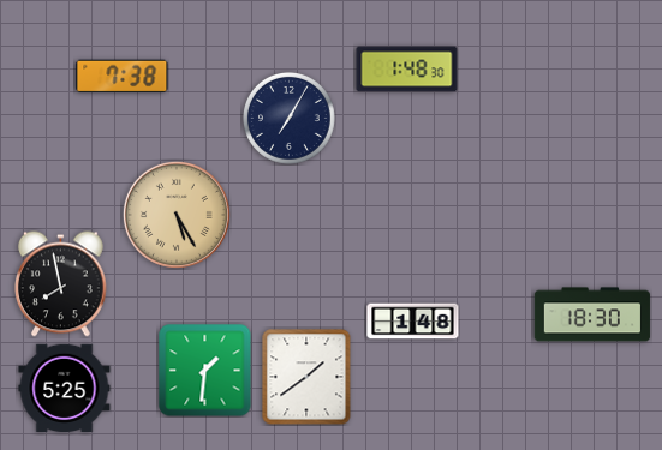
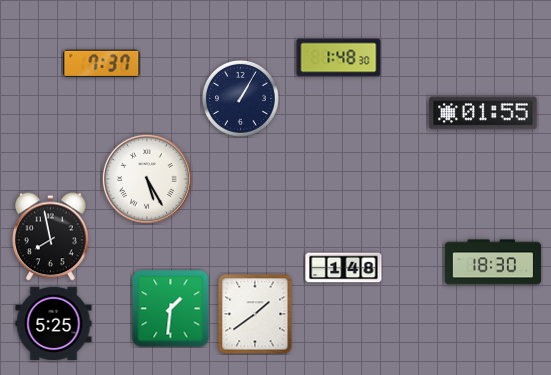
clock at (123, 77): 7:38 -> 7:37
clock at (288, 118): 7:05 -> 1:05
clock at (483, 113): none -> 01:55
clock at (177, 215) dial: champagne -> white
